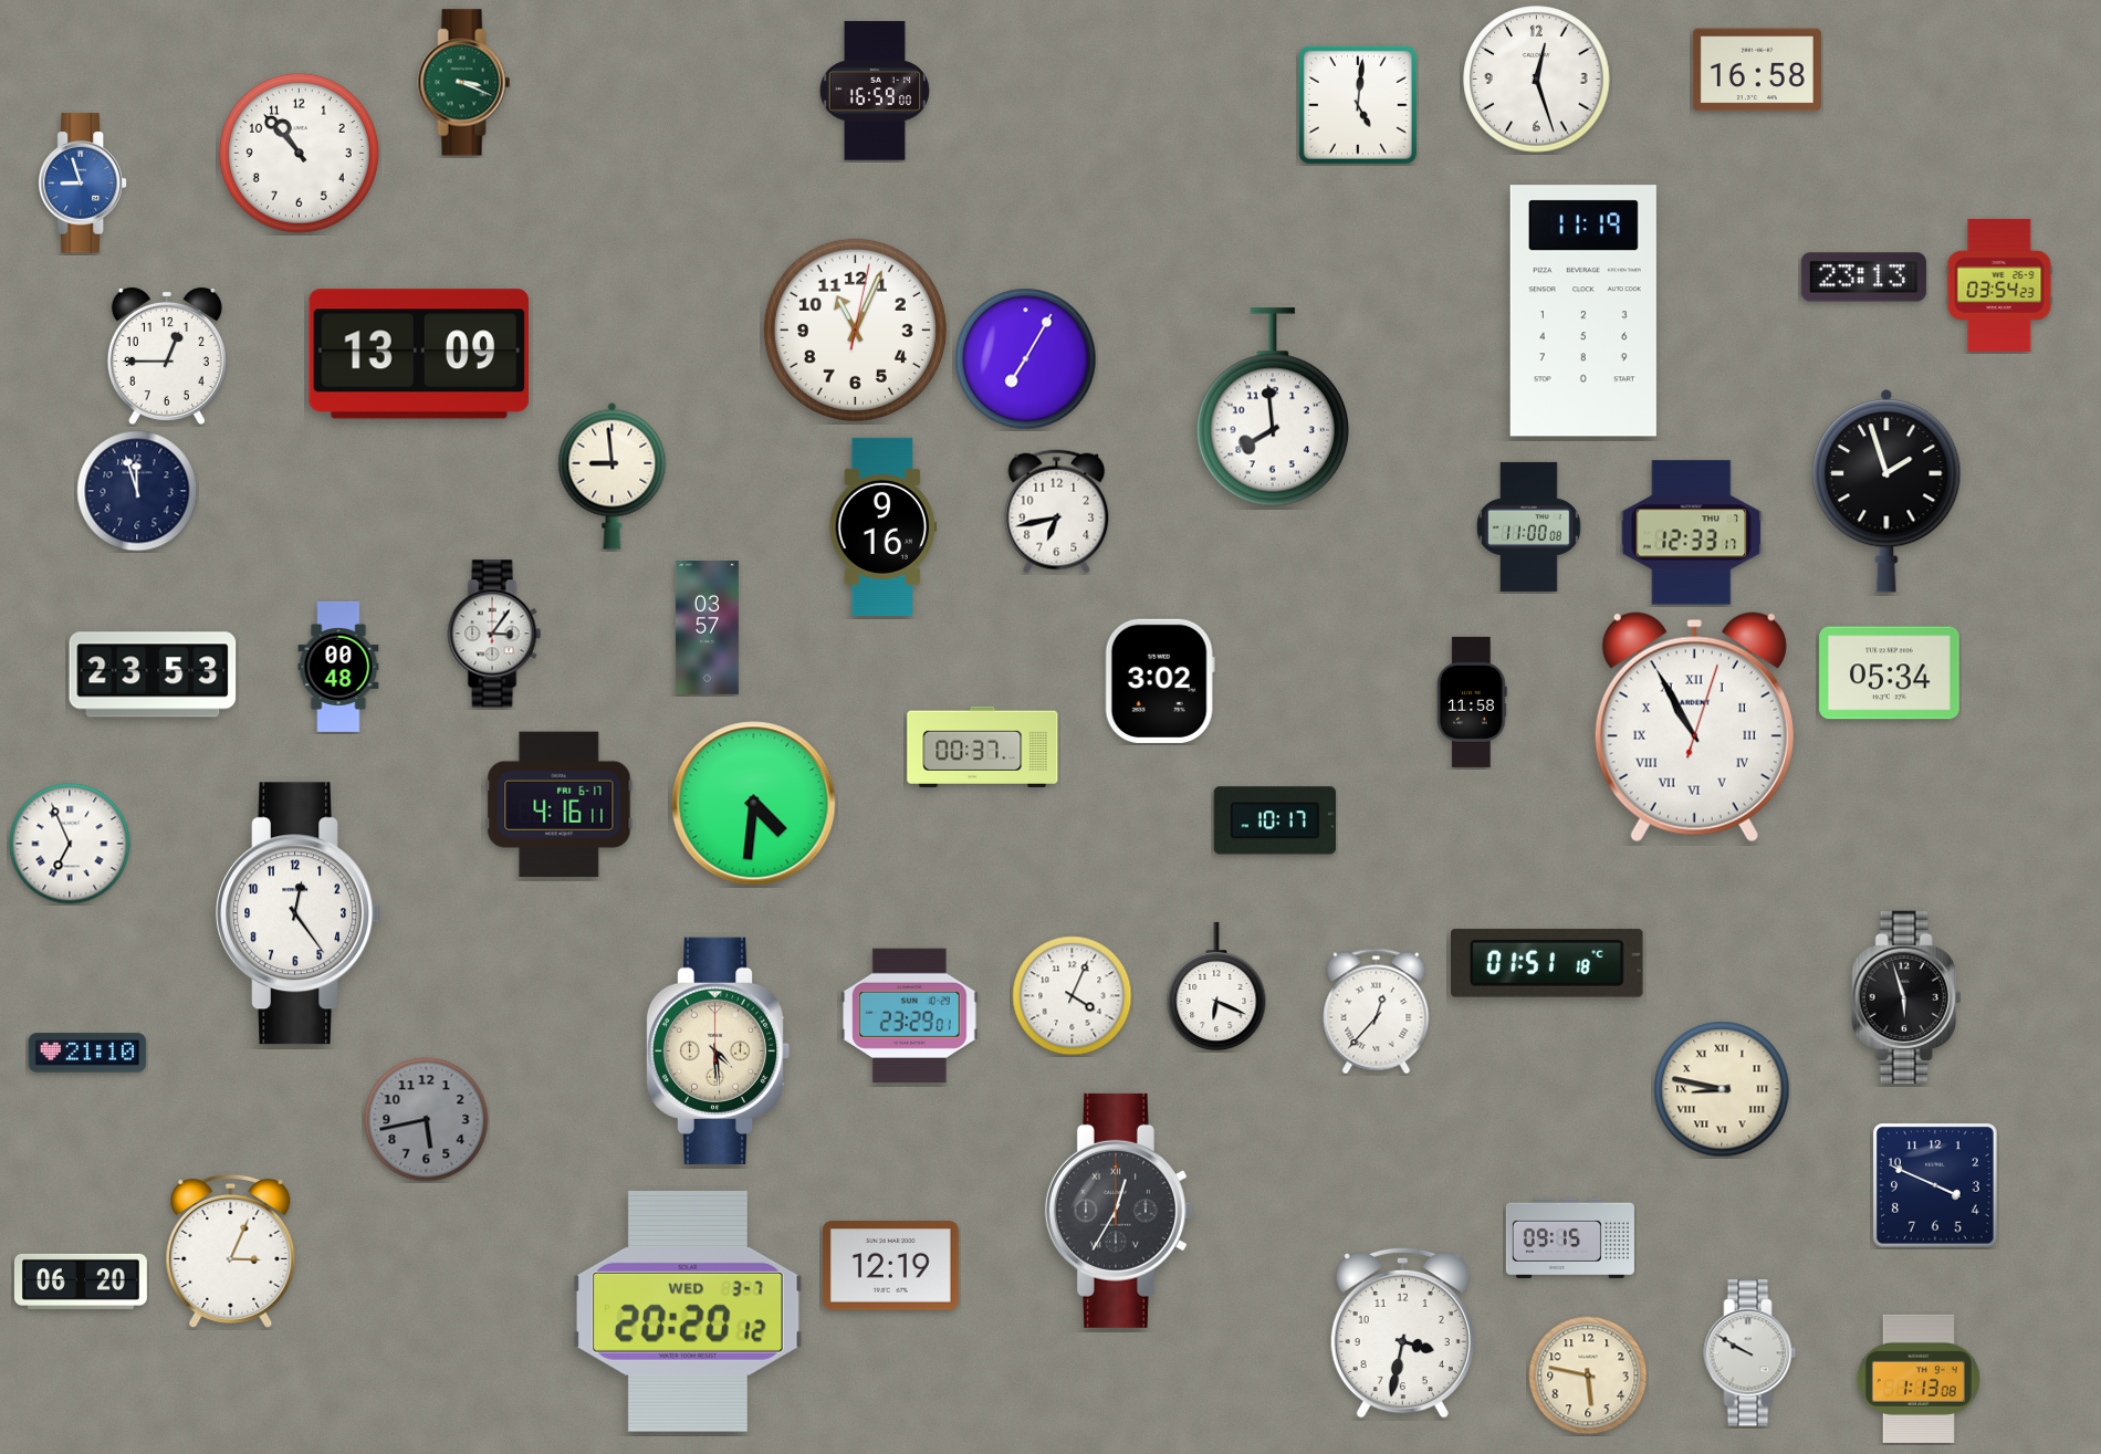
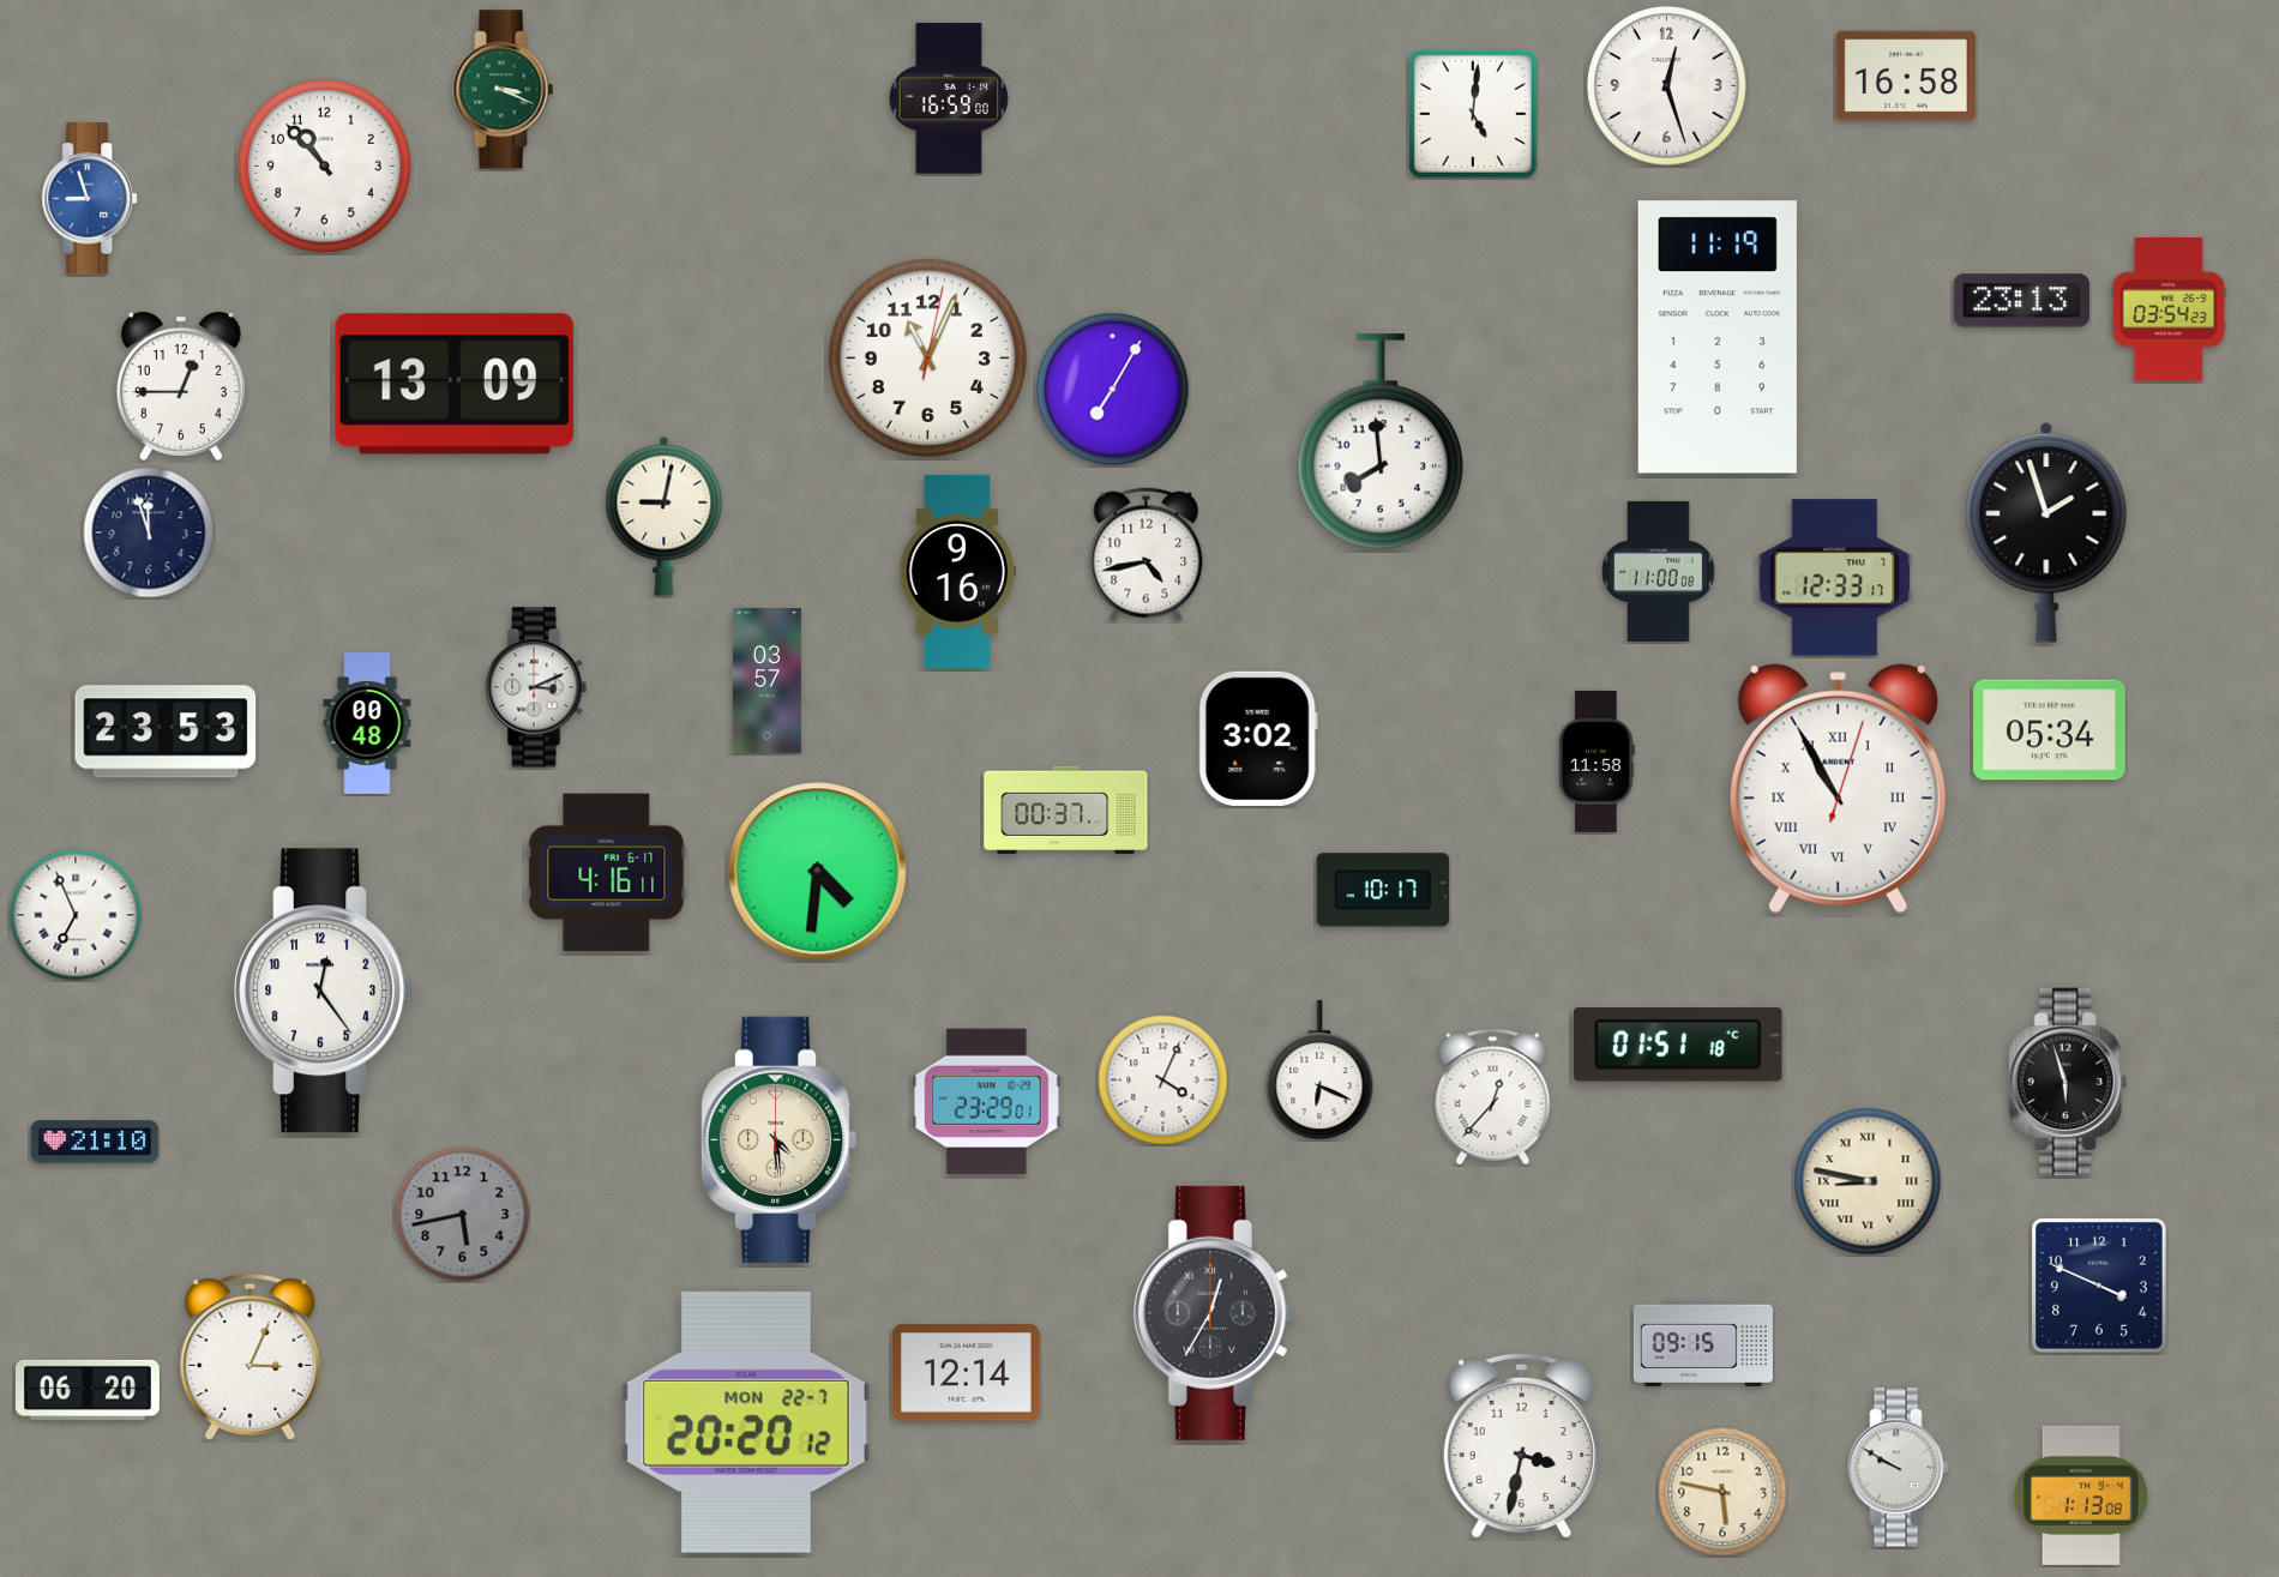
clock at (613, 475): 8:59 -> 9:02
clock at (1057, 512): 6:43 -> 4:43
clock at (494, 634): 3:06 -> 3:11
clock at (890, 1266): 12:19 -> 12:14
clock at (688, 1311) date: WED 3-7 -> MON 22-7
